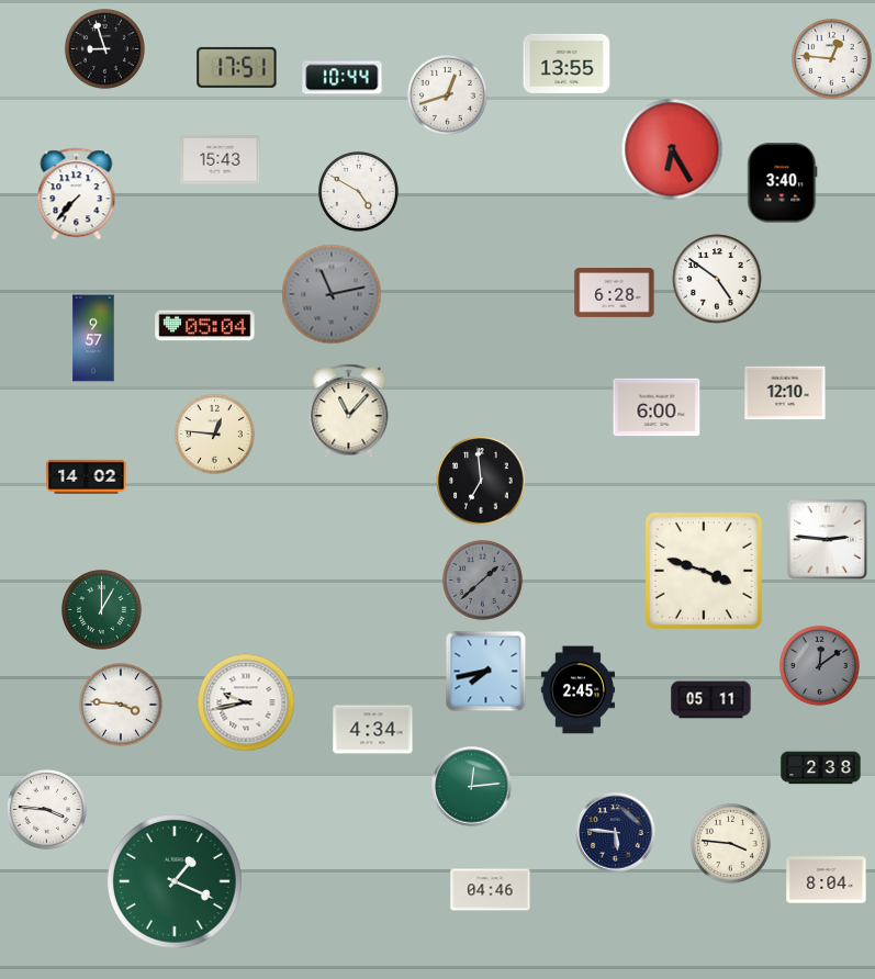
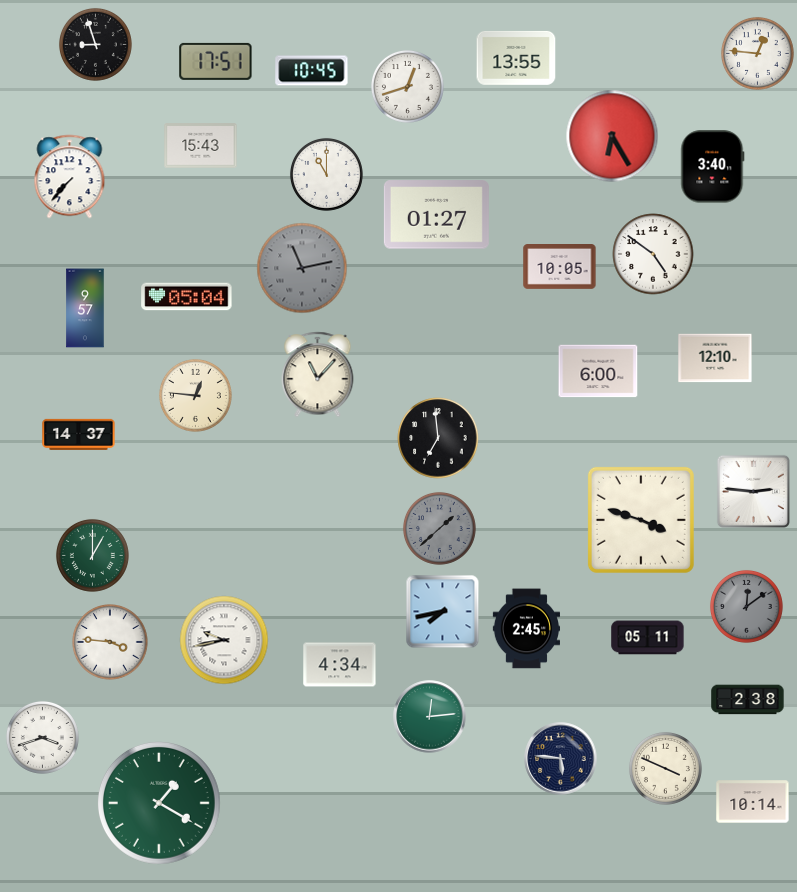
clock at (343, 78): 10:44 -> 10:45
clock at (358, 191): 4:50 -> 11:00
clock at (436, 215): none -> 01:27
clock at (615, 293): 6:28 -> 10:05
clock at (87, 476): 14:02 -> 14:37
clock at (46, 809): 3:46 -> 3:42
clock at (730, 843): 3:46 -> 3:49
clock at (827, 880): 8:04 -> 10:14
clock at (175, 881): 1:19 -> 1:20
clock at (491, 890): 04:46 -> none
